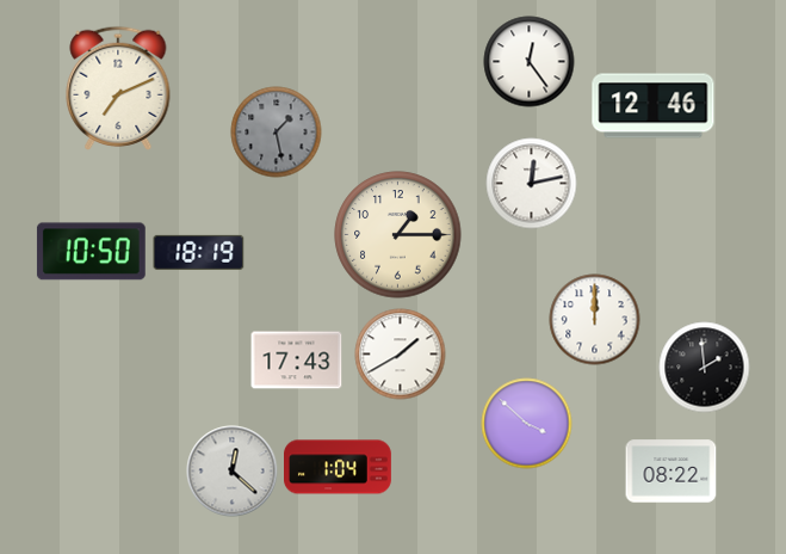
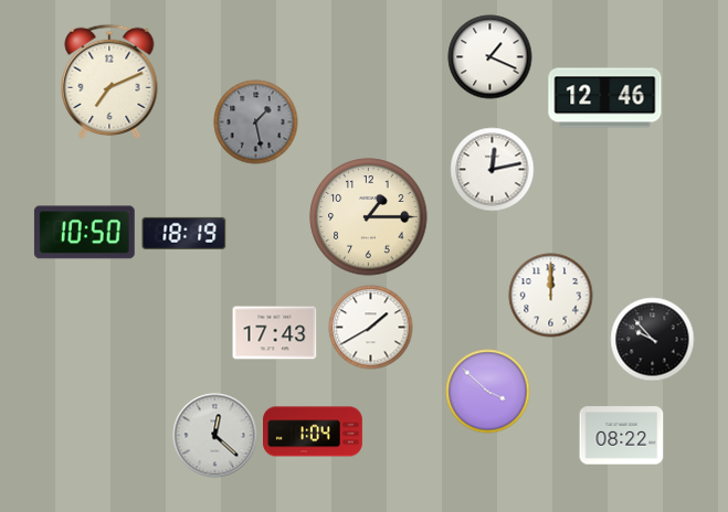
clock at (530, 62): 12:24 -> 1:19
clock at (705, 368): 1:59 -> 9:53
